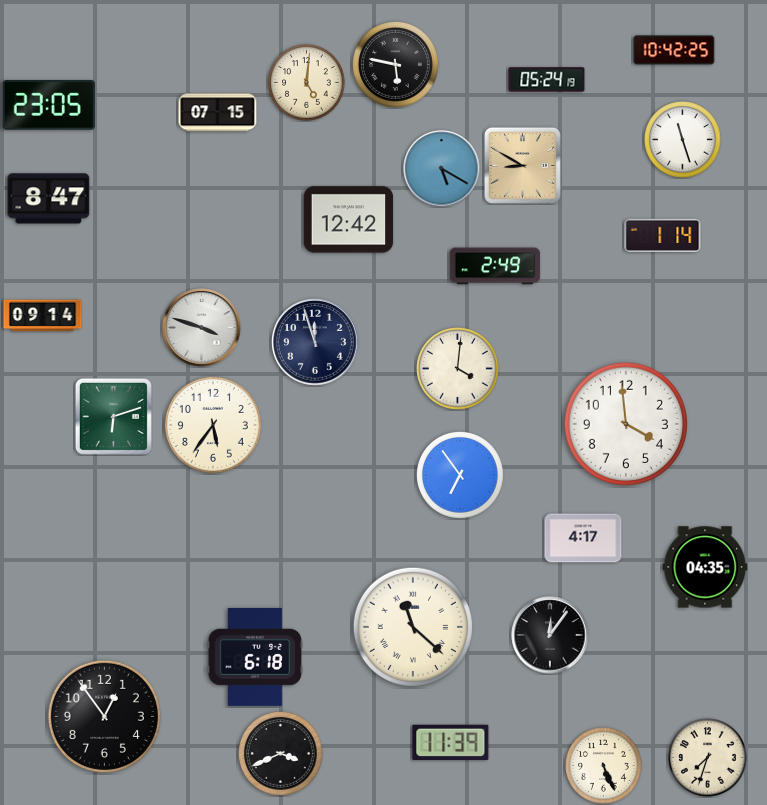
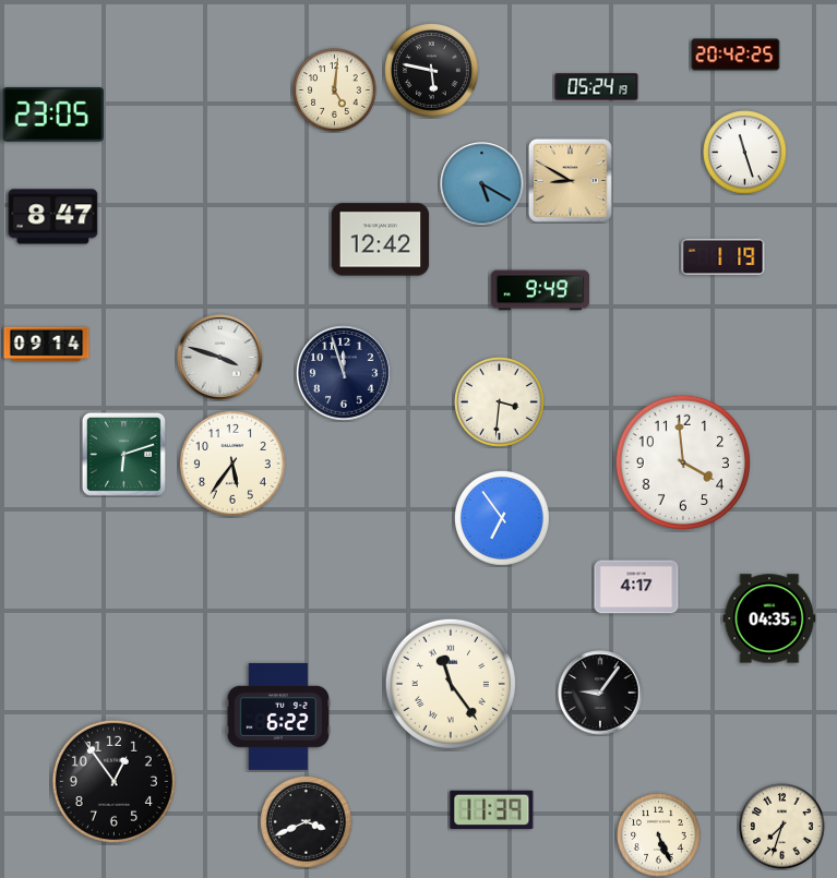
clock at (674, 50): 10:42 -> 20:42
clock at (218, 113): 07:15 -> none
clock at (663, 236): 1:14 -> 1:19
clock at (495, 266): 2:49 -> 9:49
clock at (458, 369): 4:01 -> 3:31
clock at (413, 627): 11:22 -> 11:24
clock at (550, 635): 12:06 -> 9:06
clock at (255, 657): 6:18 -> 6:22
clock at (708, 758) position: (708, 758) -> (782, 827)
